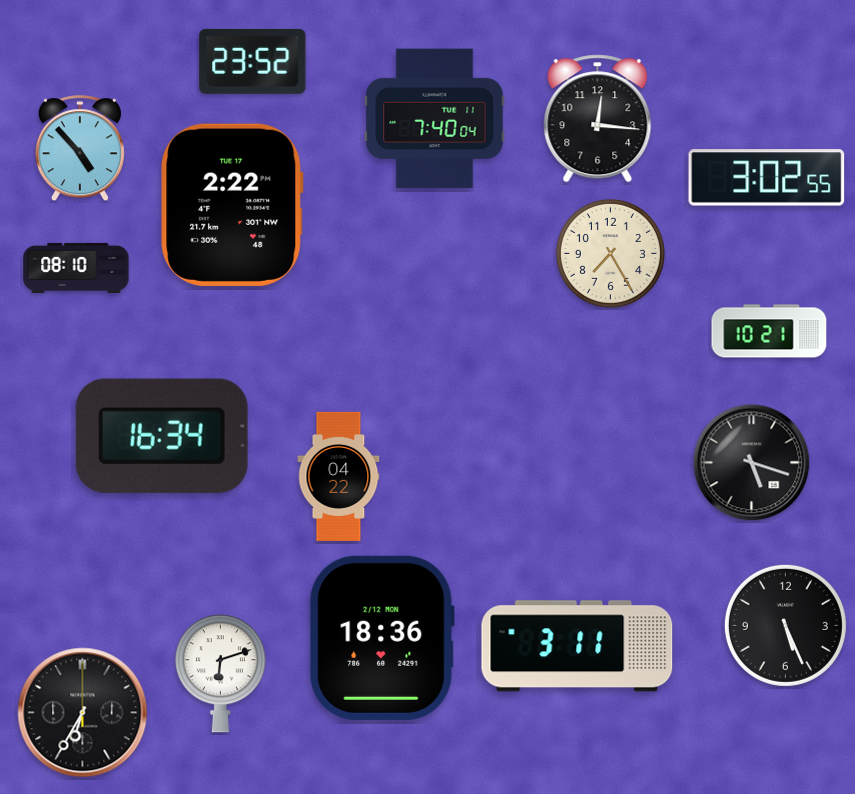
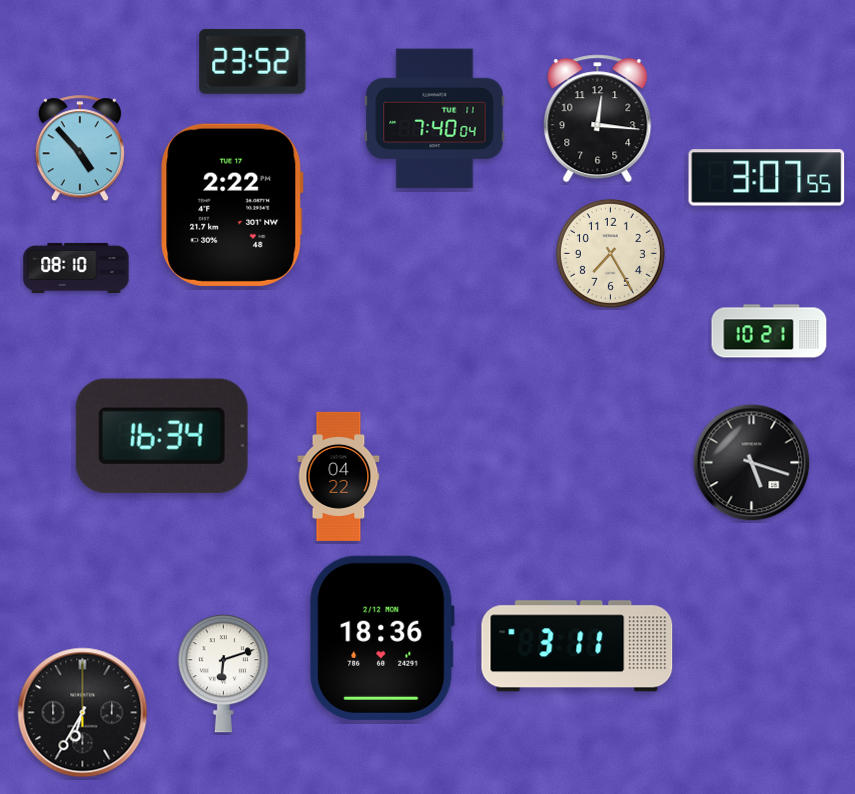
clock at (767, 178): 3:02 -> 3:07
clock at (785, 625): 5:26 -> none
clock at (220, 674) position: (220, 674) -> (223, 674)
